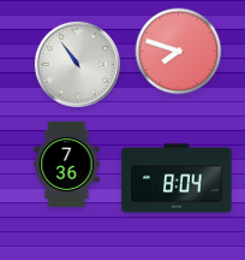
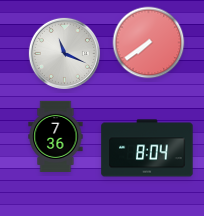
clock at (179, 52): 7:48 -> 7:39
clock at (77, 64): 10:54 -> 11:19
